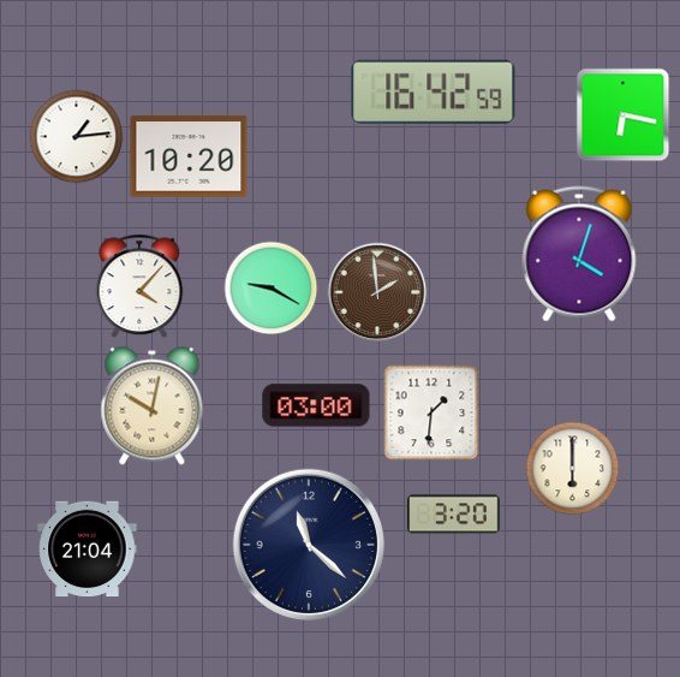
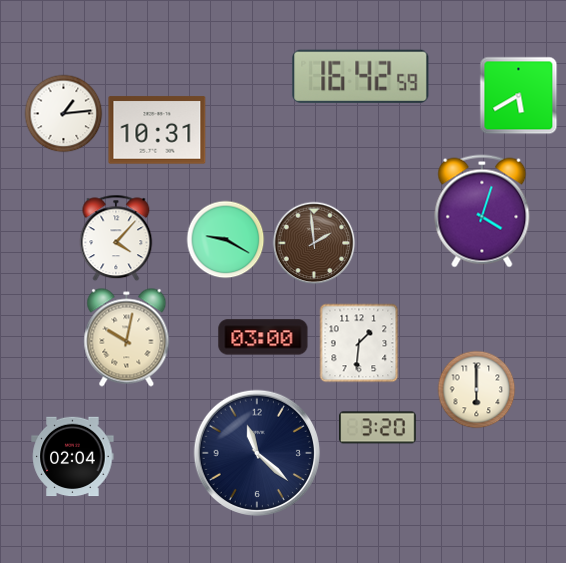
clock at (622, 114): 6:17 -> 5:40
clock at (189, 156): 10:20 -> 10:31
clock at (88, 550): 21:04 -> 02:04
